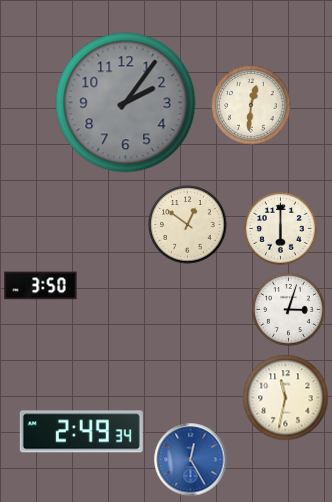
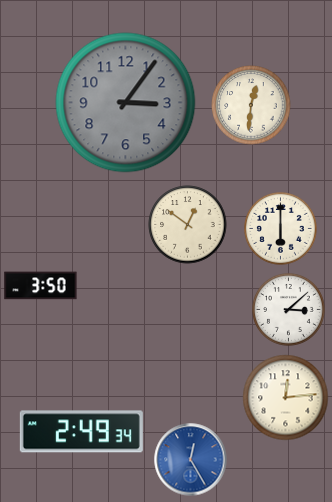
clock at (126, 103): 2:06 -> 3:06
clock at (289, 310): 3:03 -> 3:08
clock at (286, 398): 11:32 -> 12:14
